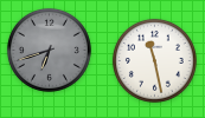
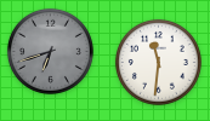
clock at (154, 60): 11:28 -> 11:31
